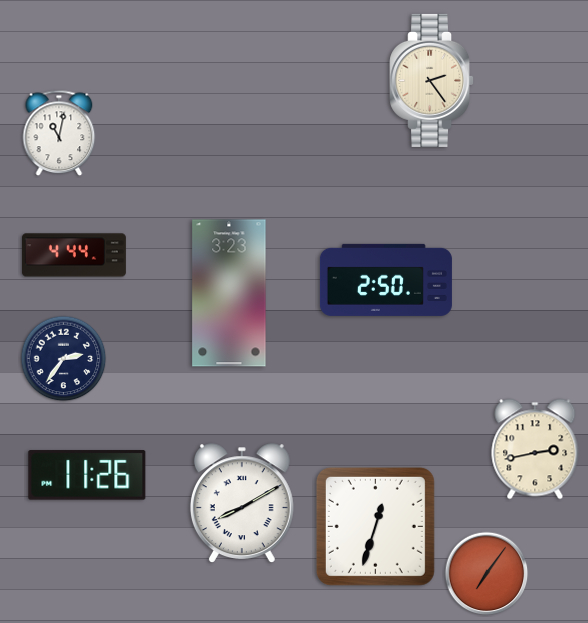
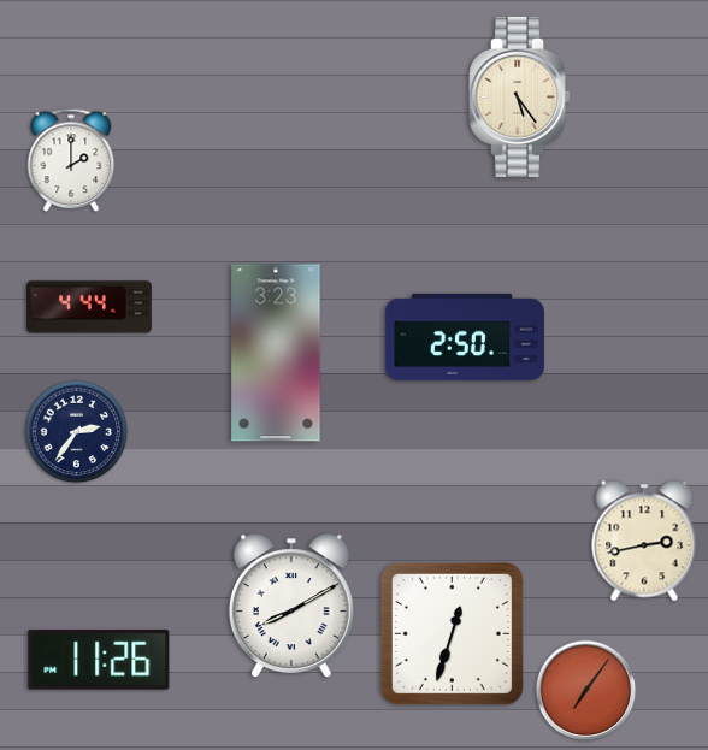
clock at (432, 80): 2:24 -> 5:24
clock at (59, 133): 11:02 -> 2:00
clock at (87, 475) position: (87, 475) -> (99, 660)
